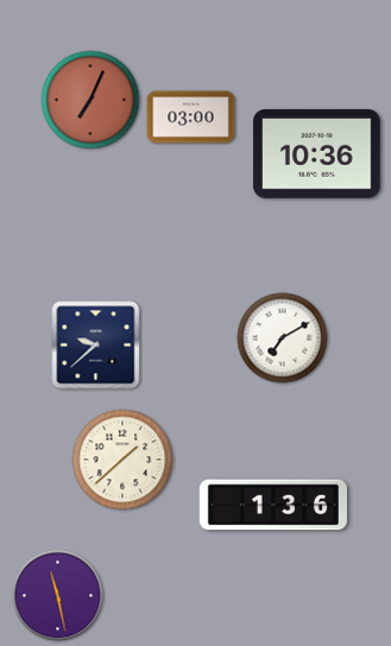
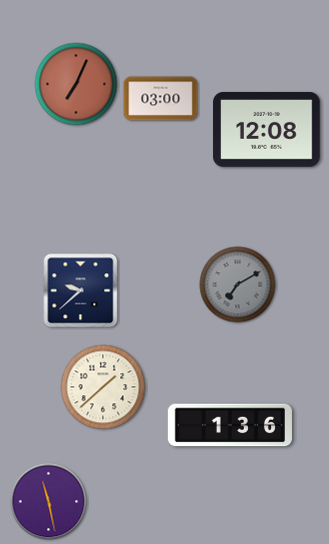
clock at (317, 153): 10:36 -> 12:08
clock at (283, 338) dial: white -> grey
